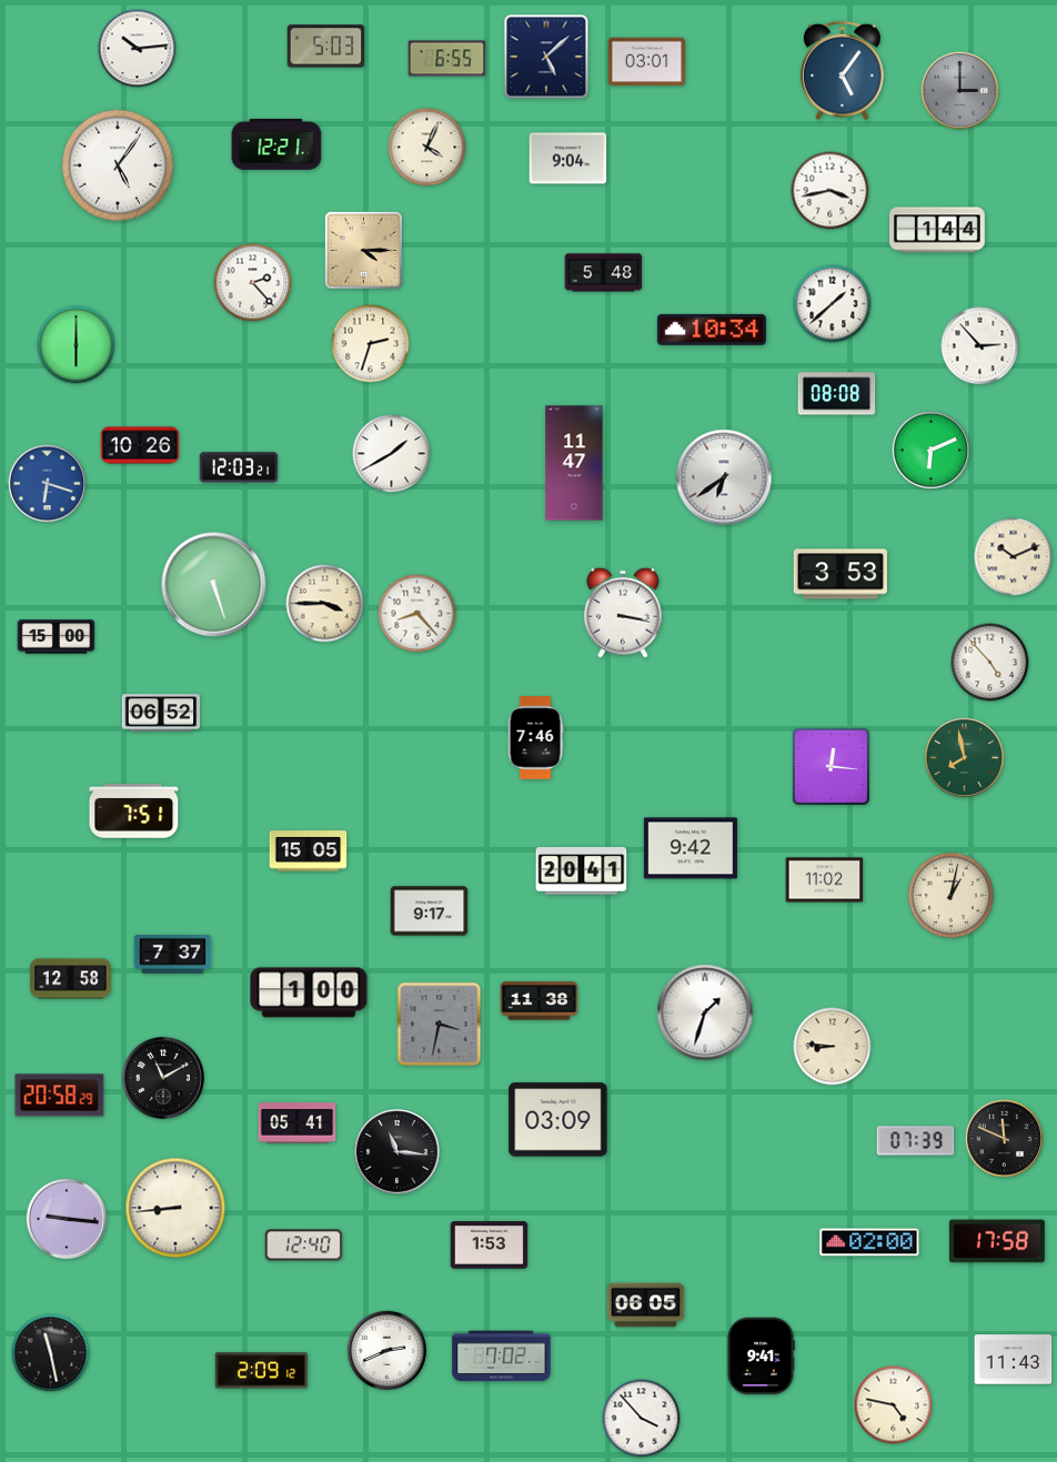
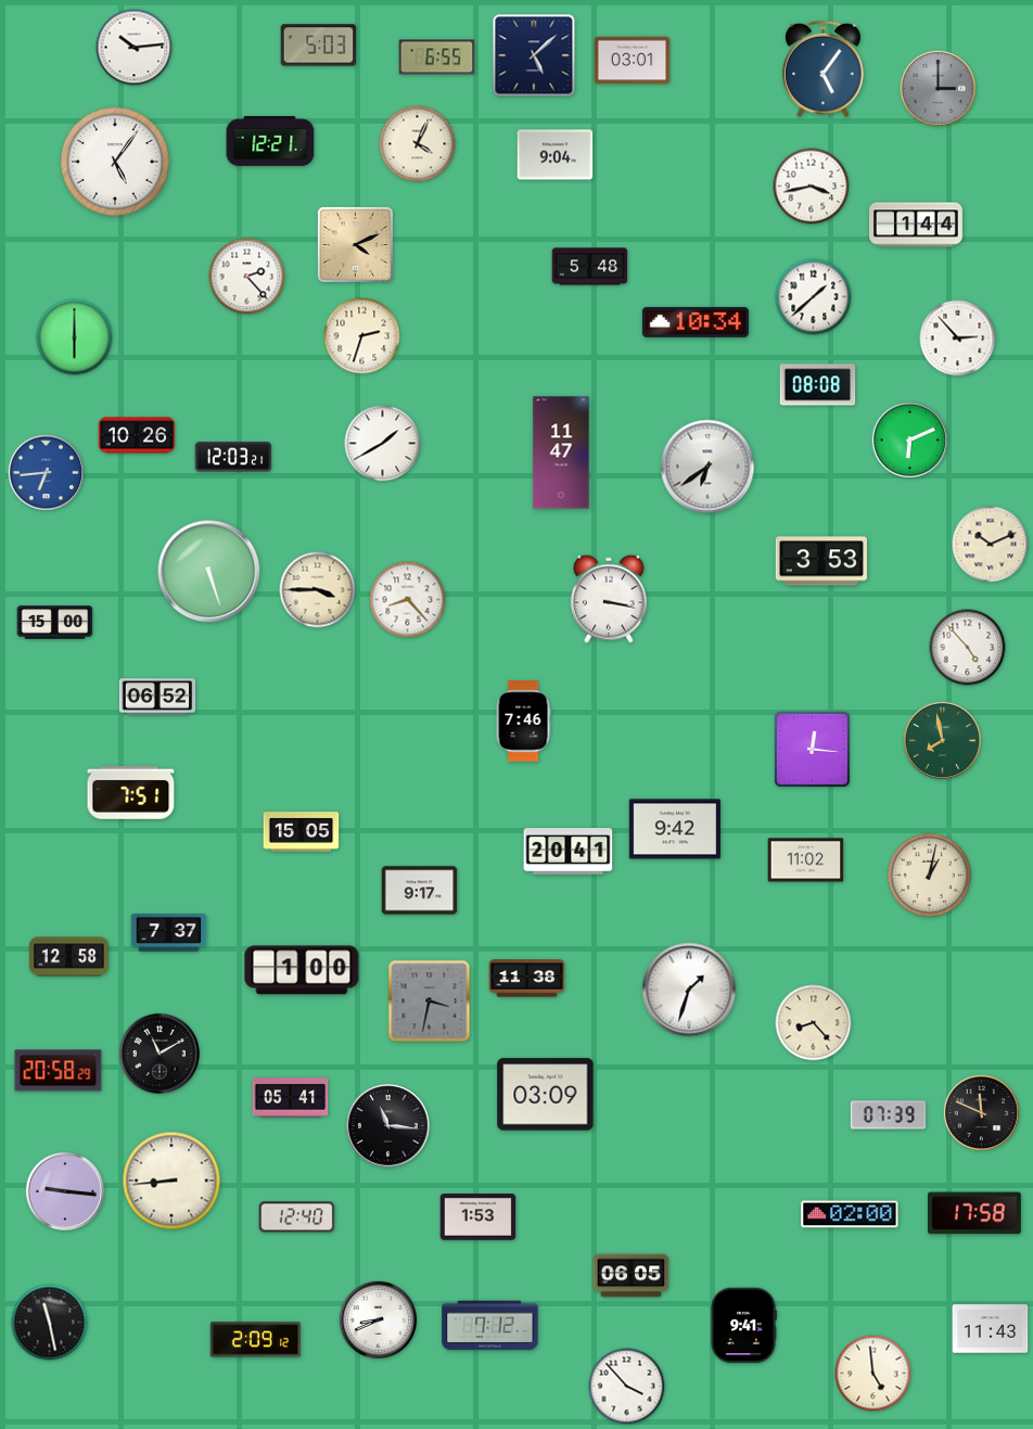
clock at (363, 250): 4:15 -> 4:11
clock at (48, 484): 6:18 -> 6:44
clock at (833, 1047): 8:46 -> 8:23
clock at (916, 1141) position: (916, 1141) -> (889, 1115)
clock at (386, 1350): 2:41 -> 8:41
clock at (502, 1357): 7:02 -> 7:12
clock at (894, 1405): 4:47 -> 4:59
